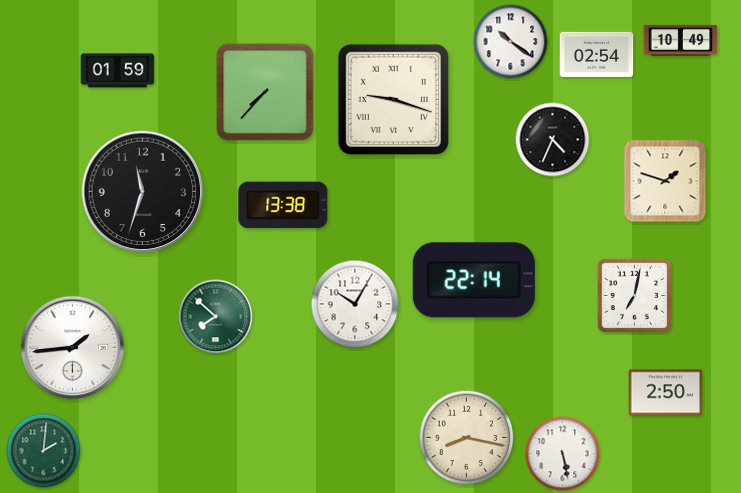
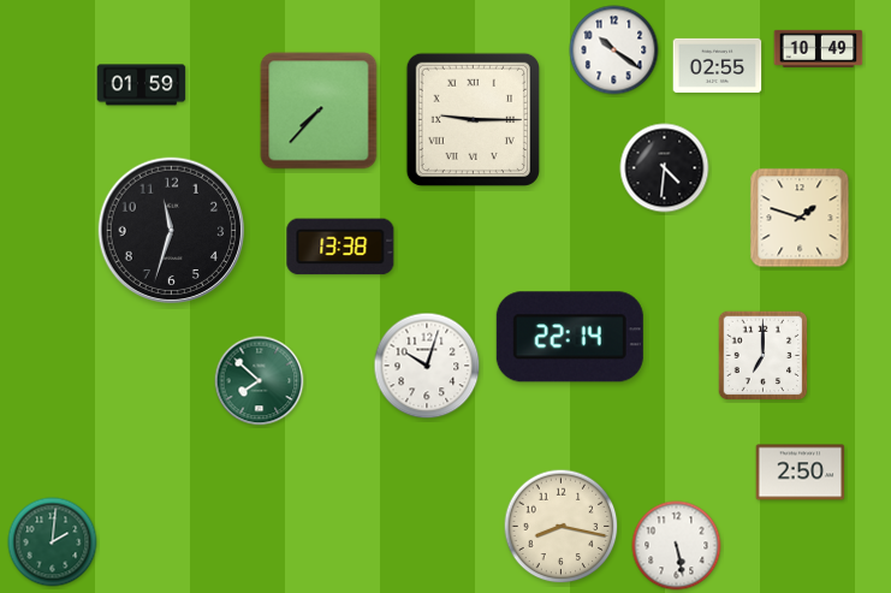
clock at (597, 54): 02:54 -> 02:55
clock at (393, 99): 9:18 -> 9:15
clock at (553, 140): 4:34 -> 4:31
clock at (635, 296): 7:02 -> 7:00
clock at (355, 304): 10:05 -> 10:03
clock at (73, 348): 1:44 -> none
